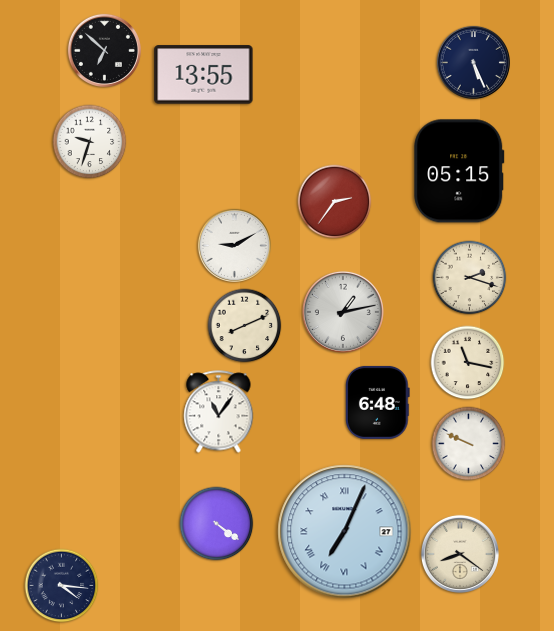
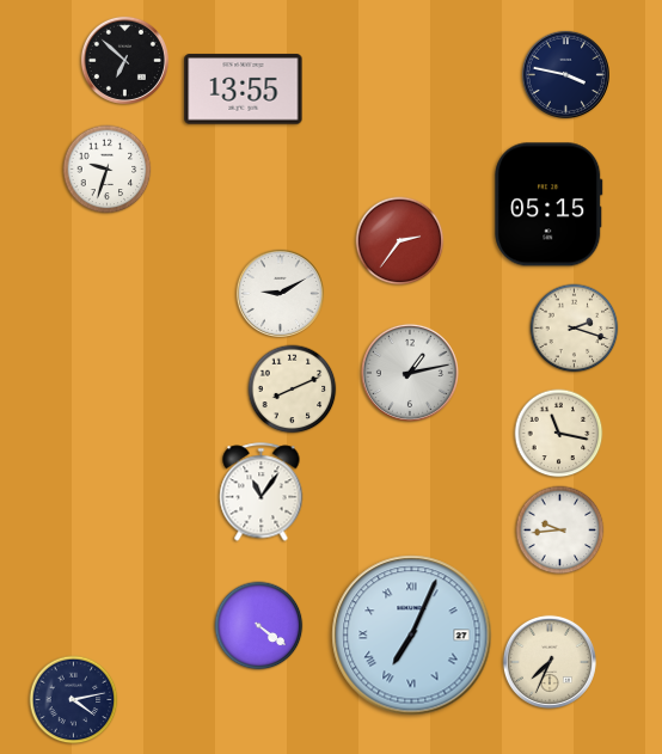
clock at (473, 62): 5:26 -> 3:47
clock at (470, 278) position: (470, 278) -> (575, 329)
clock at (378, 402): 6:48 -> none
clock at (469, 444): 9:49 -> 9:44
clock at (460, 554): 8:21 -> 7:34
clock at (62, 586): 4:16 -> 4:13
